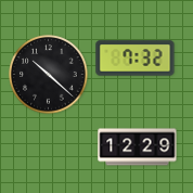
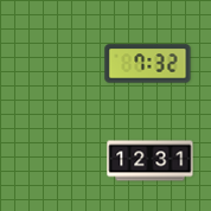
clock at (49, 75): 10:22 -> none
clock at (138, 147): 12:29 -> 12:31
